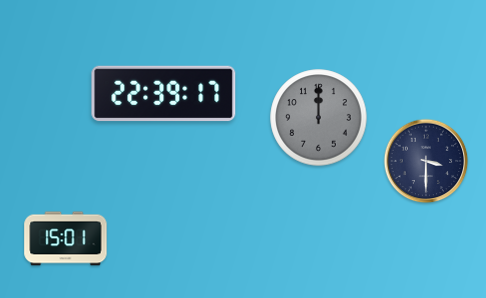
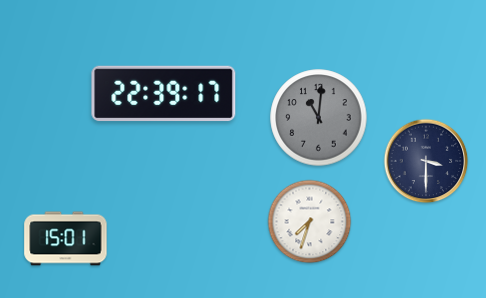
clock at (319, 118): 12:00 -> 11:01
clock at (310, 222): none -> 7:33
